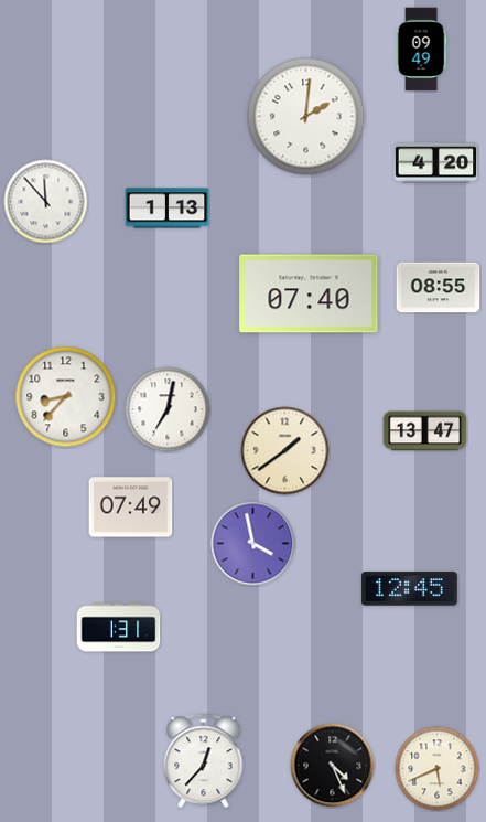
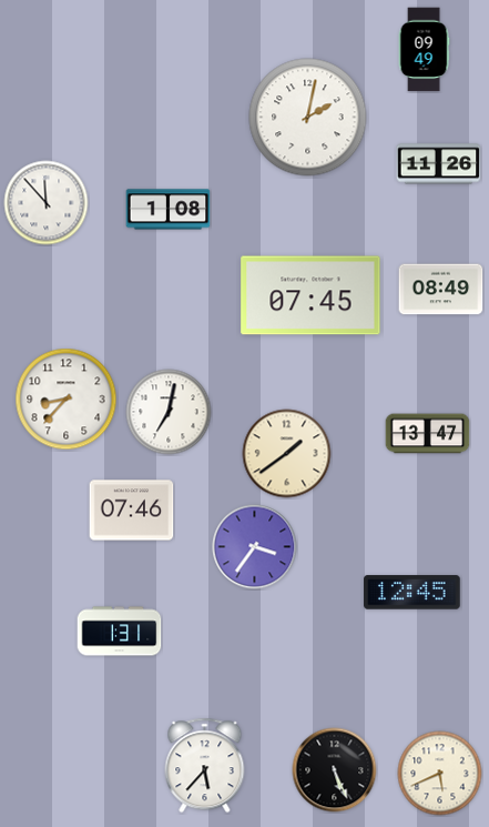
clock at (306, 117): 2:01 -> 2:02
clock at (436, 163): 4:20 -> 11:26
clock at (168, 209): 1:13 -> 1:08
clock at (439, 288): 08:55 -> 08:49
clock at (309, 293): 07:40 -> 07:45
clock at (131, 508): 07:49 -> 07:46
clock at (253, 544): 3:58 -> 3:36
clock at (204, 761): 12:37 -> 5:37
clock at (333, 766): 4:26 -> 5:26
